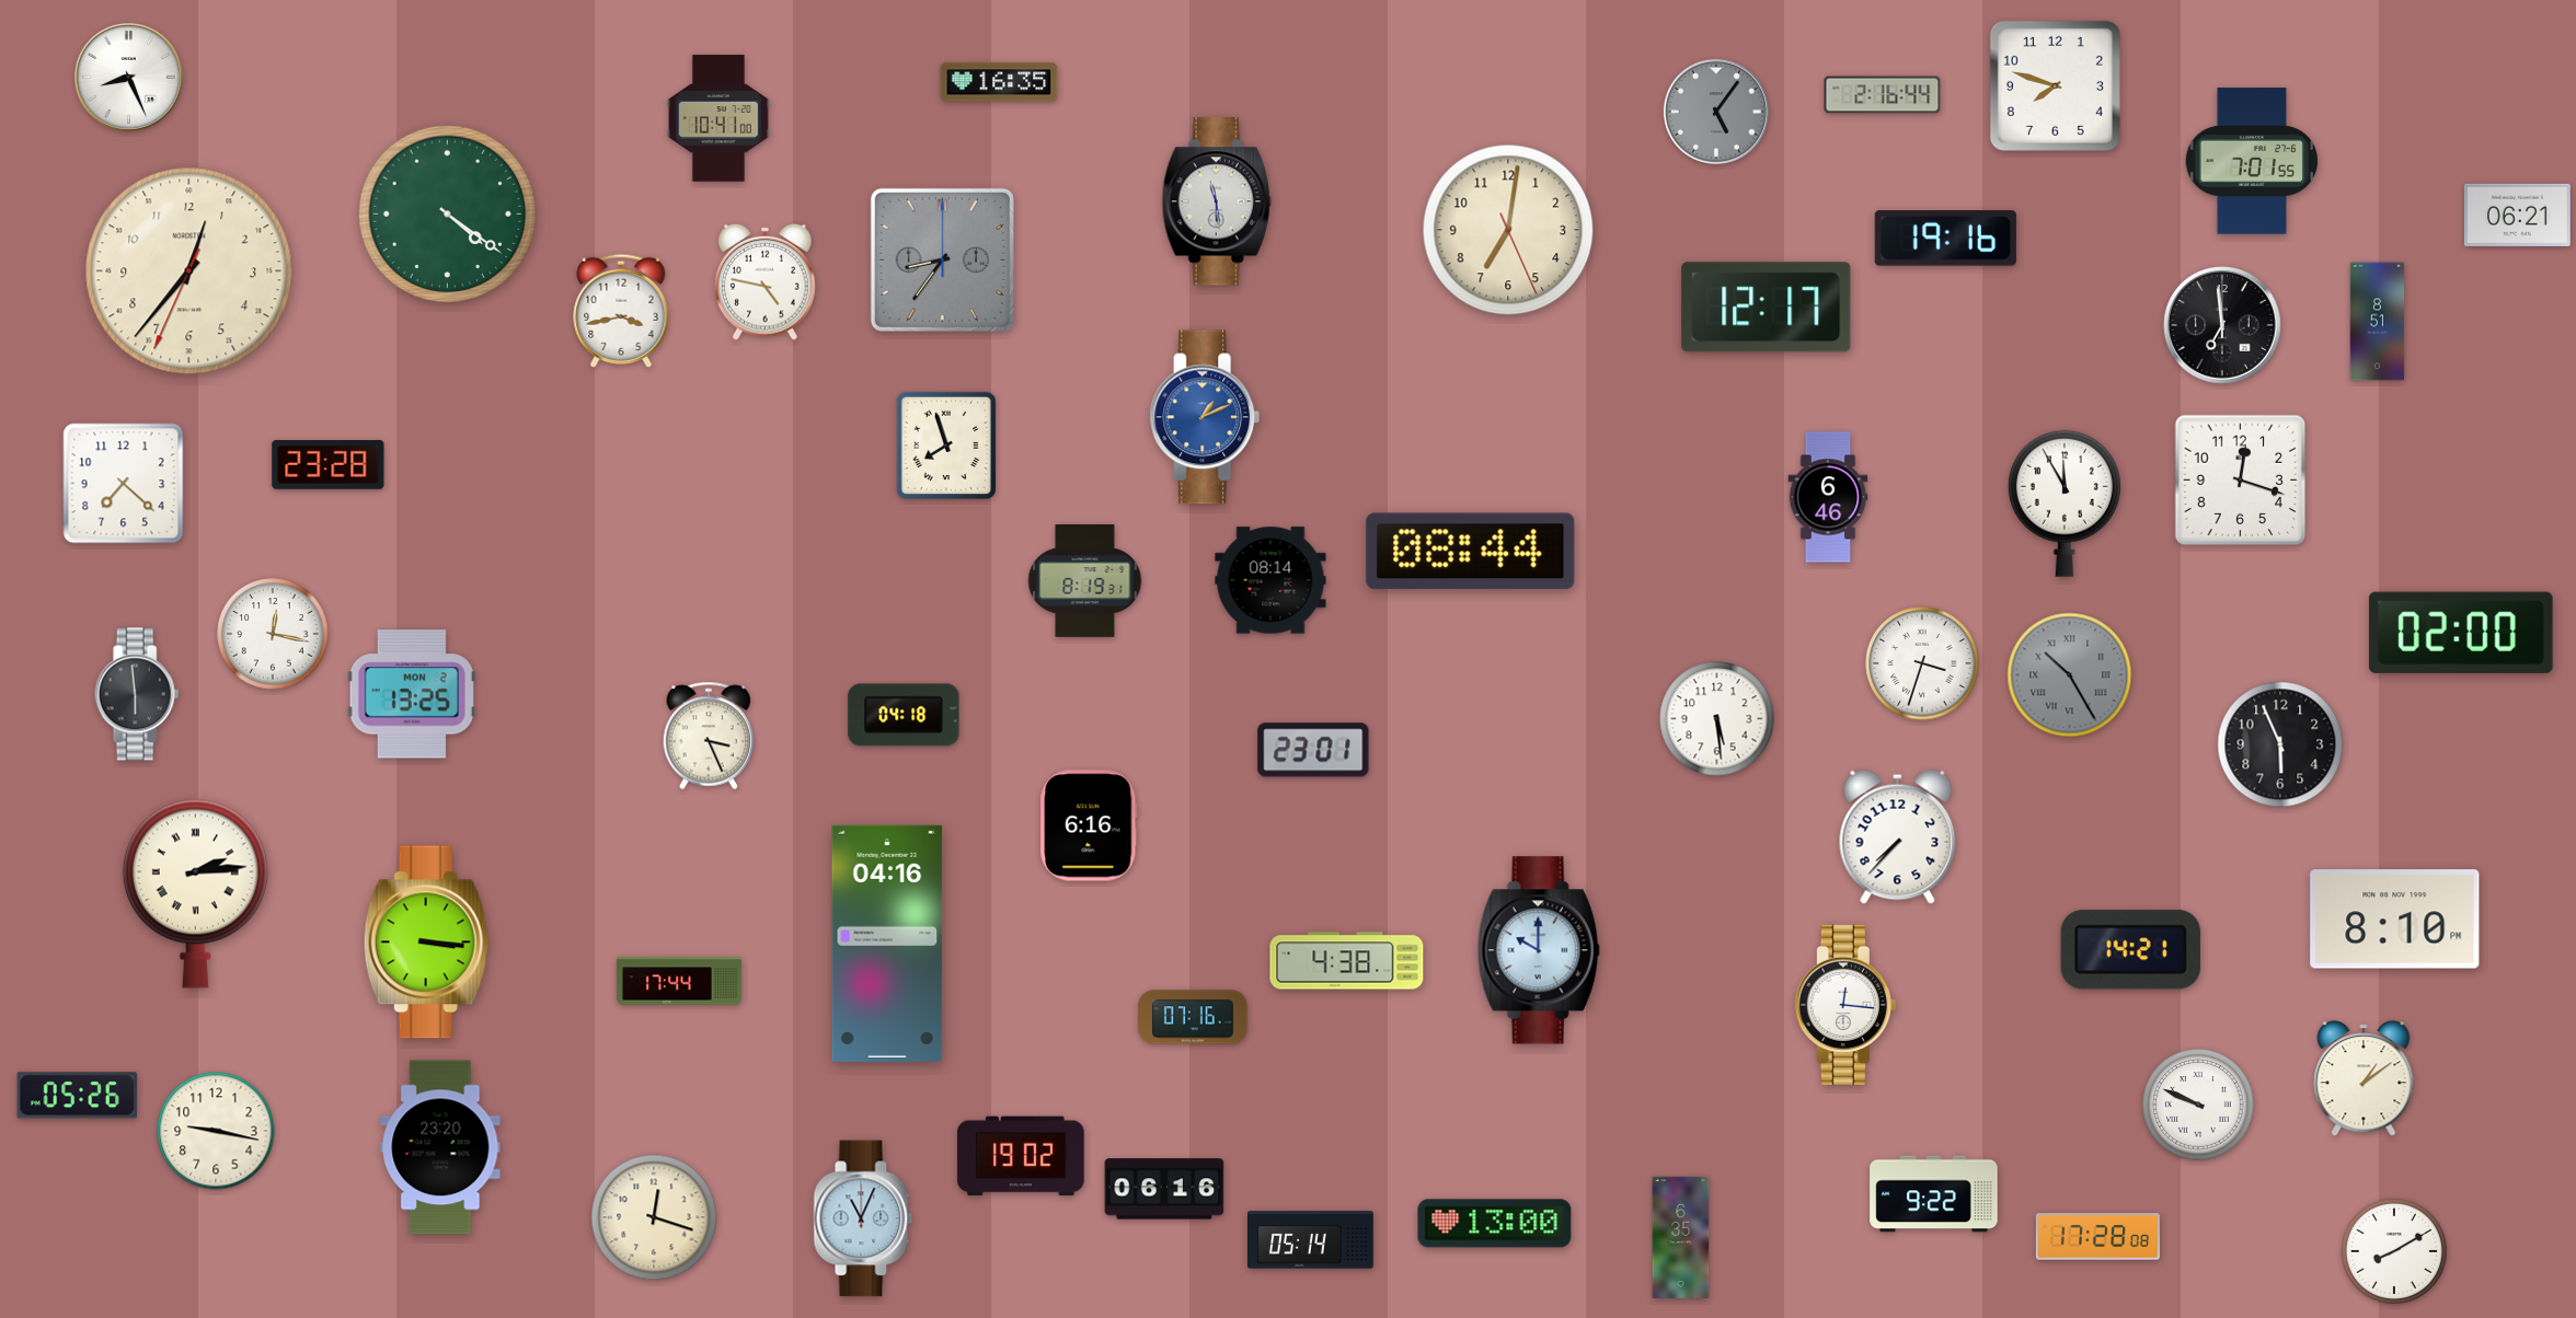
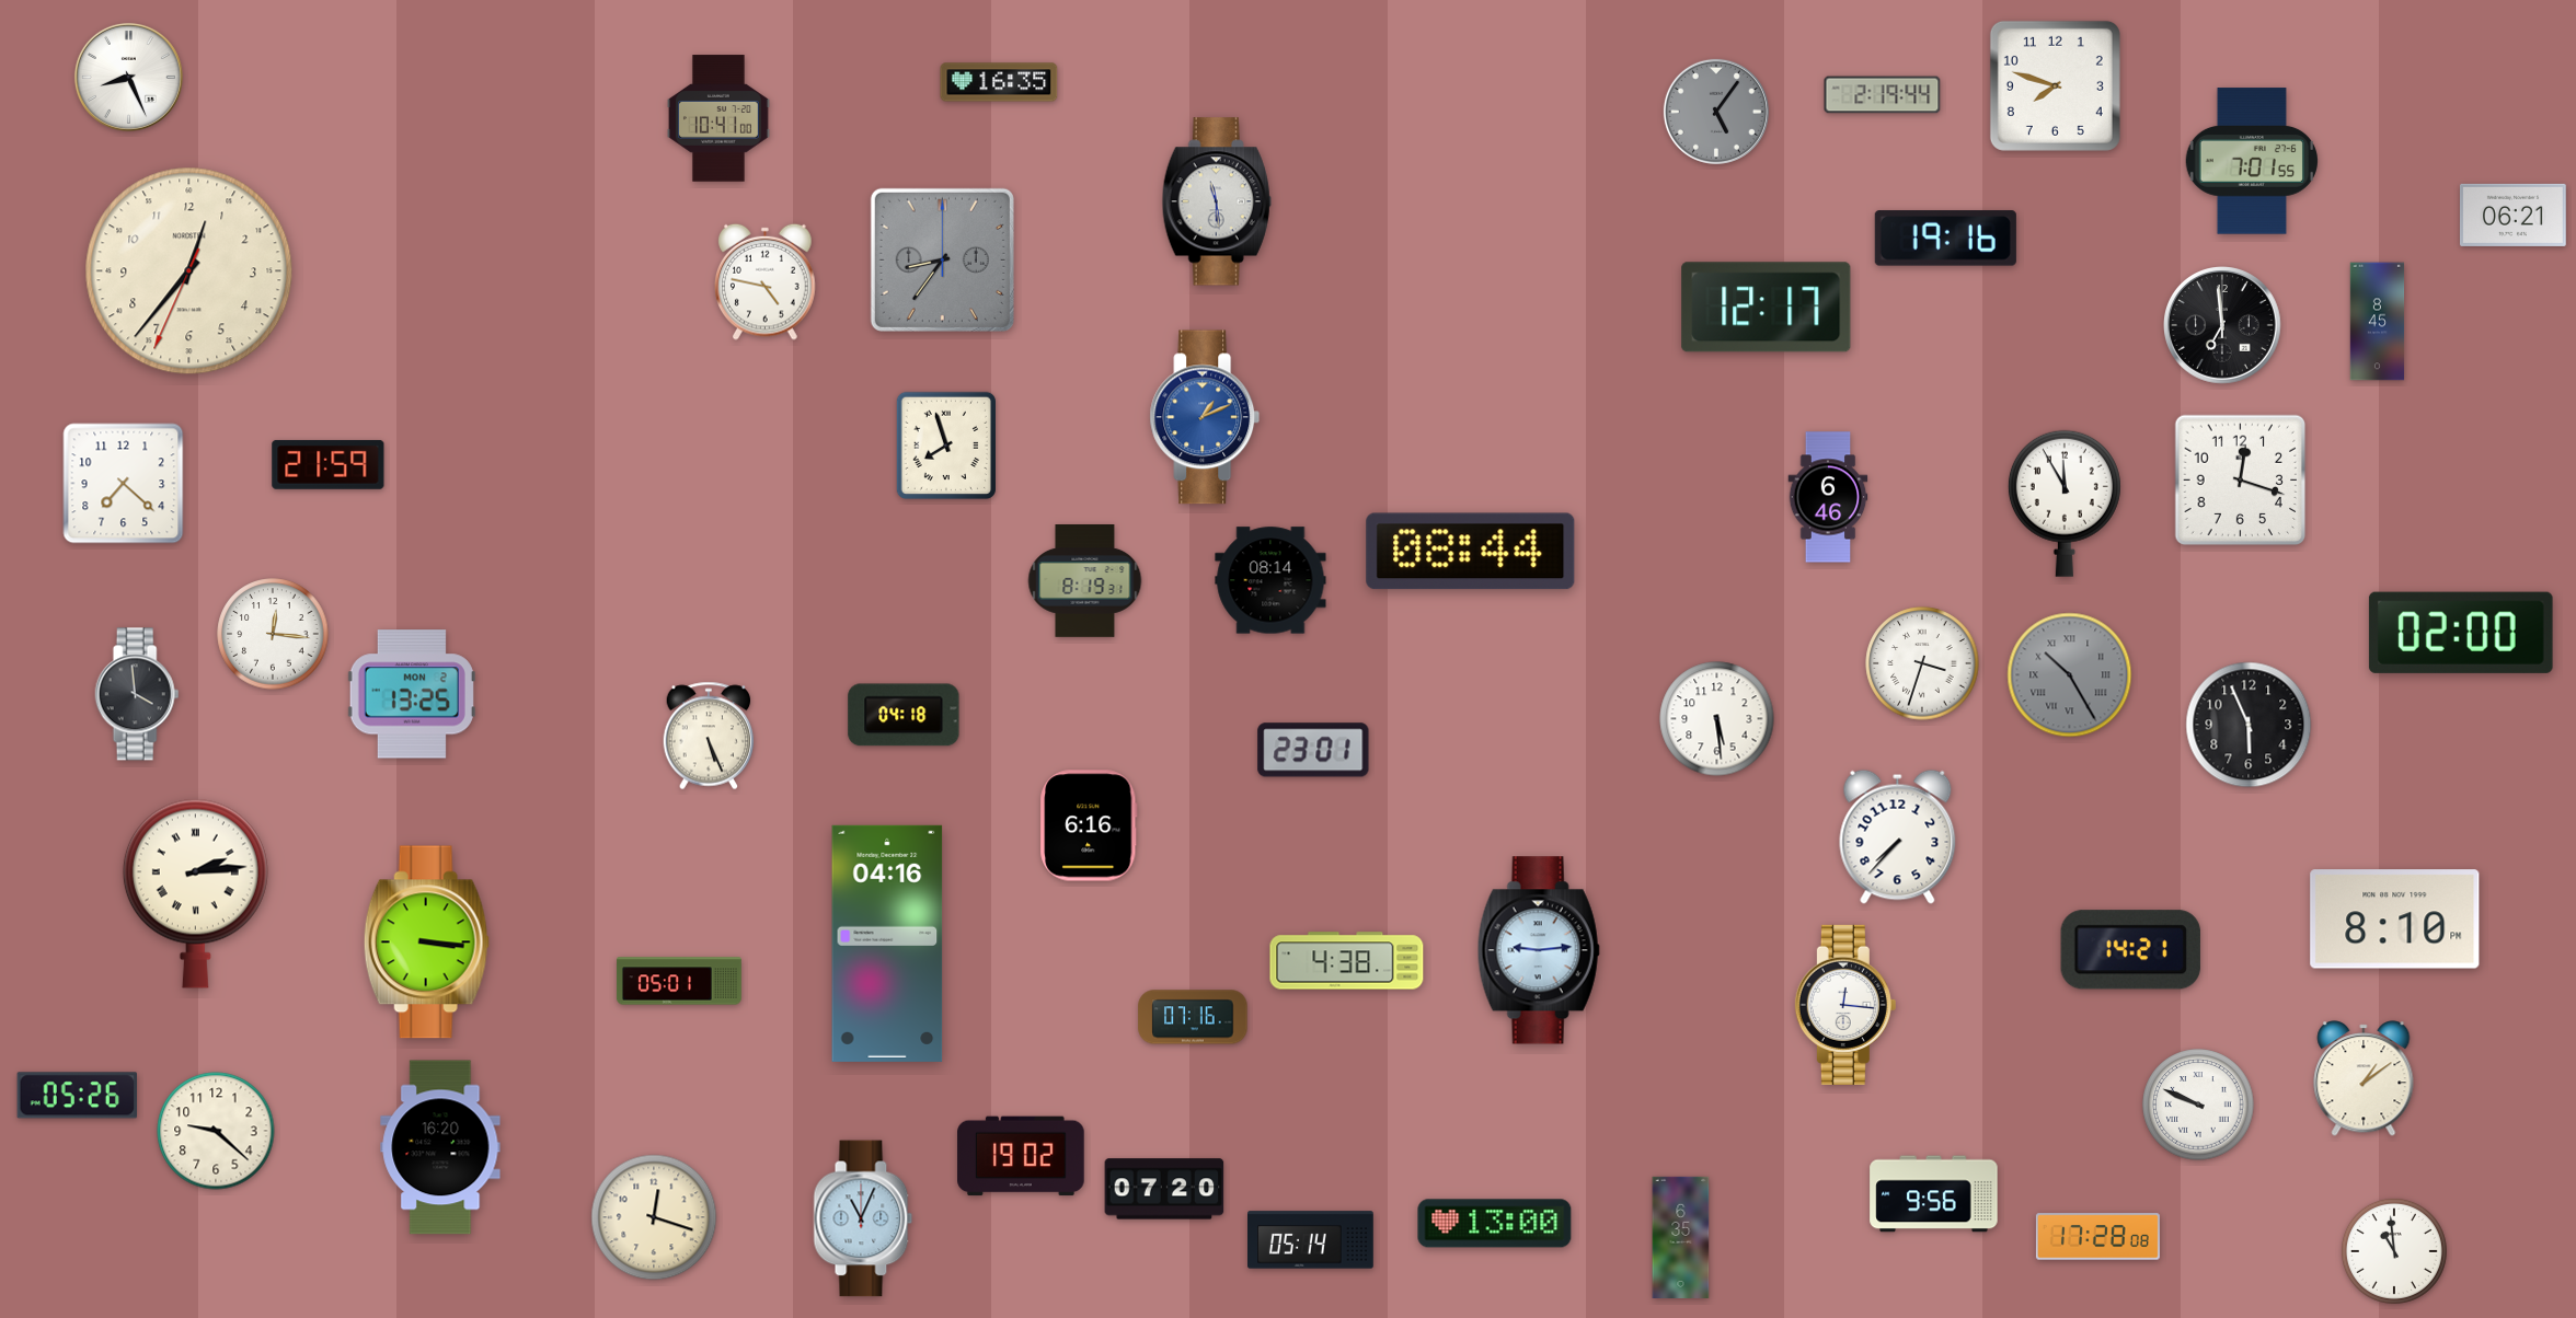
clock at (1883, 95): 2:16 -> 2:19
clock at (448, 215): 4:21 -> none
clock at (2517, 215) position: (2517, 215) -> (2512, 215)
clock at (1508, 230): 7:01 -> none
clock at (621, 311): 3:43 -> none
clock at (2378, 322): 8:51 -> 8:45
clock at (329, 464): 23:28 -> 21:59
clock at (273, 634): 12:17 -> 12:16
clock at (137, 694): 5:59 -> 3:59
clock at (709, 736): 3:26 -> 5:26
clock at (2280, 744) position: (2280, 744) -> (2249, 725)
clock at (1539, 950): 10:00 -> 9:14
clock at (679, 981): 17:44 -> 05:01
clock at (216, 1131): 9:17 -> 9:22
clock at (440, 1147): 23:20 -> 16:20
clock at (1164, 1189): 06:16 -> 07:20
clock at (1934, 1194): 9:22 -> 9:56
clock at (2394, 1251): 8:10 -> 10:59
